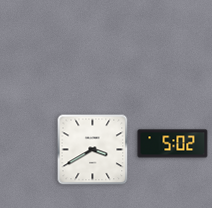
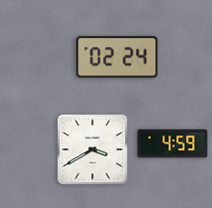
clock at (117, 57): none -> 02:24
clock at (173, 144): 5:02 -> 4:59
